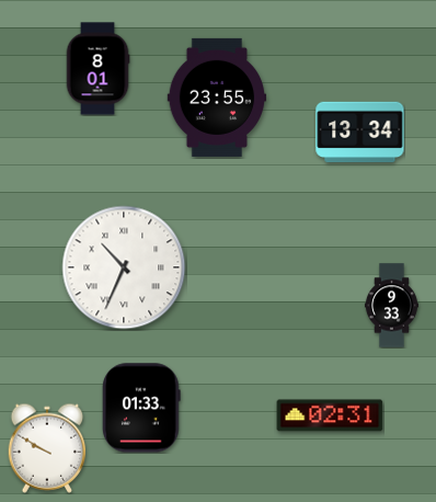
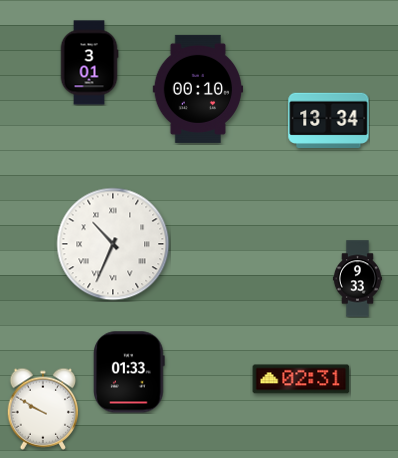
clock at (97, 69): 8:01 -> 3:01
clock at (217, 98): 23:55 -> 00:10
